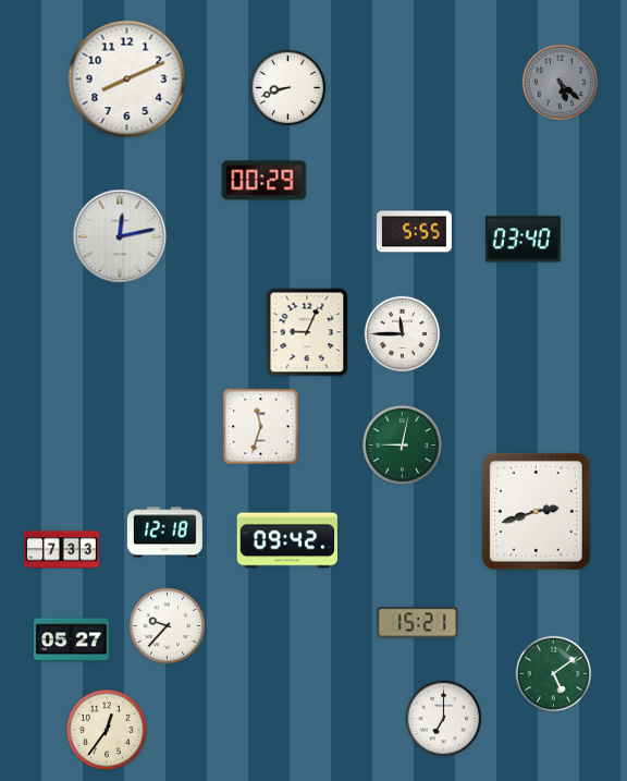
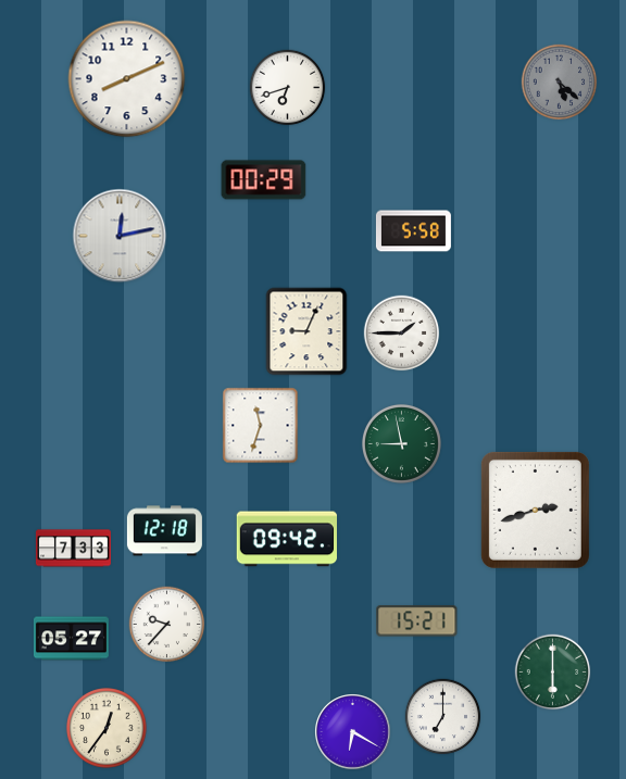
clock at (288, 88): 8:42 -> 6:42
clock at (414, 232): 5:55 -> 5:58
clock at (522, 240): 03:40 -> none
clock at (403, 334): 11:45 -> 1:45
clock at (402, 444): 9:02 -> 8:58
clock at (61, 550) position: (61, 550) -> (73, 549)
clock at (554, 674): 5:09 -> 6:00
clock at (353, 732): none -> 6:20
